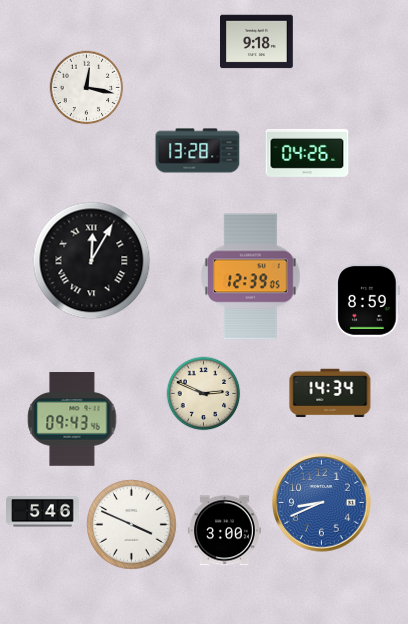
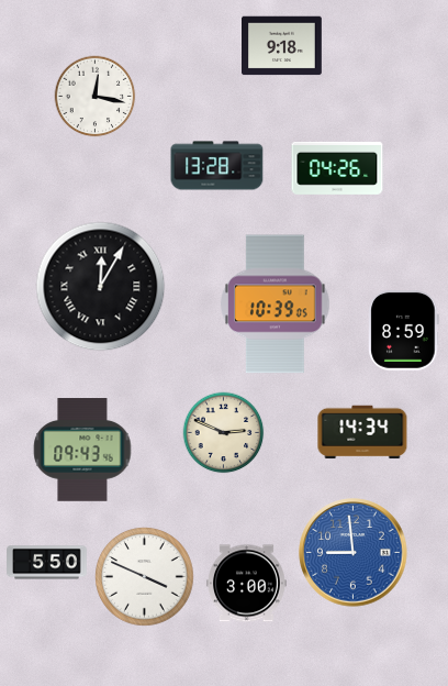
clock at (251, 277): 12:39 -> 10:39
clock at (72, 419) position: (72, 419) -> (82, 450)
clock at (322, 503): 8:41 -> 8:59
clock at (43, 512): 5:46 -> 5:50
